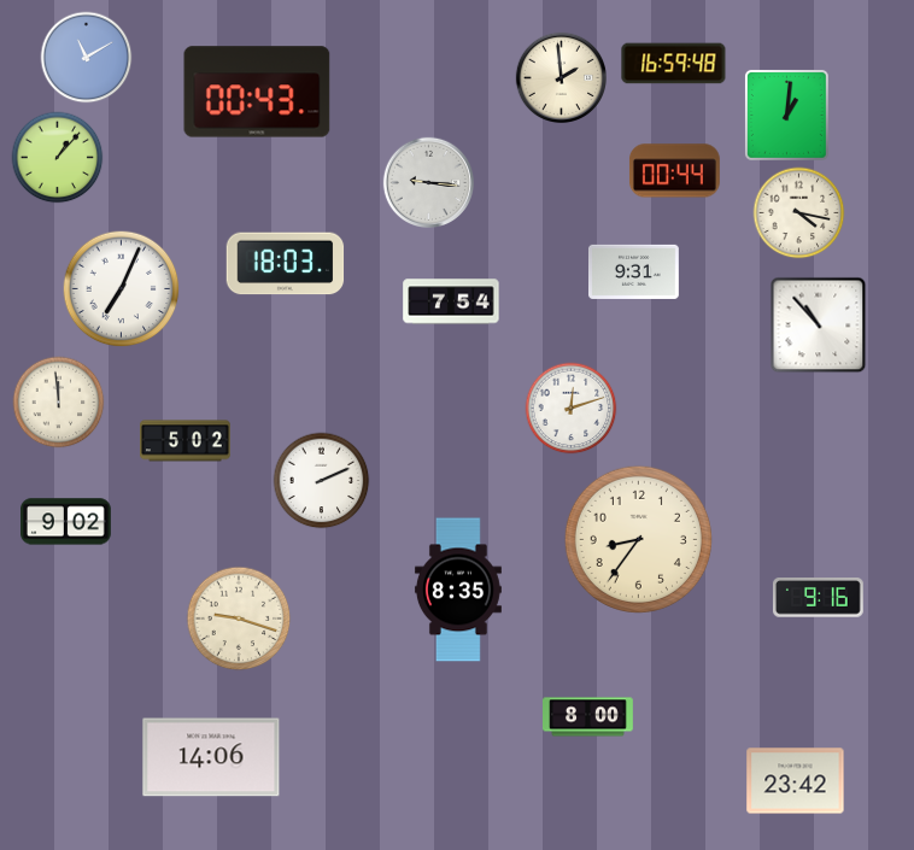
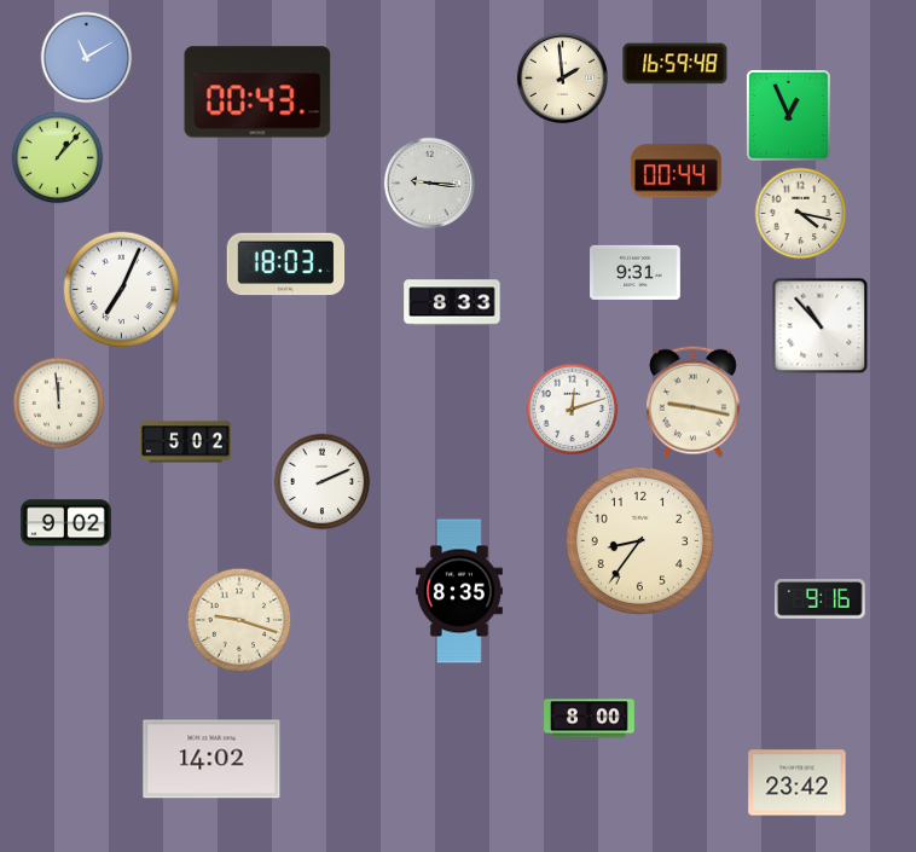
clock at (786, 115): 1:01 -> 12:56
clock at (451, 301): 7:54 -> 8:33
clock at (692, 401): none -> 9:17
clock at (211, 757): 14:06 -> 14:02
